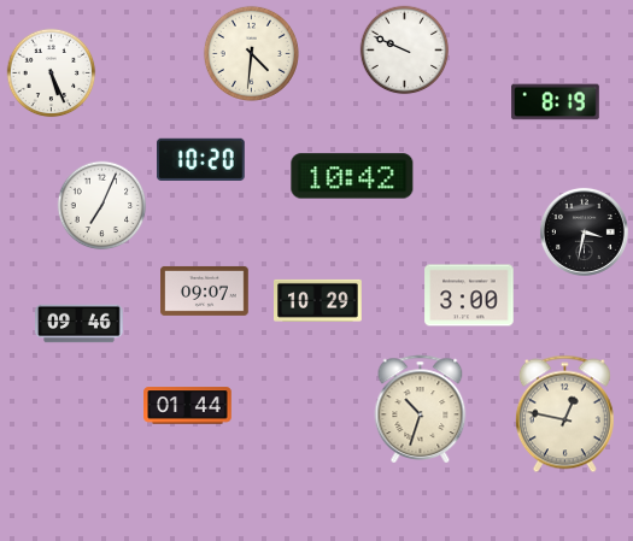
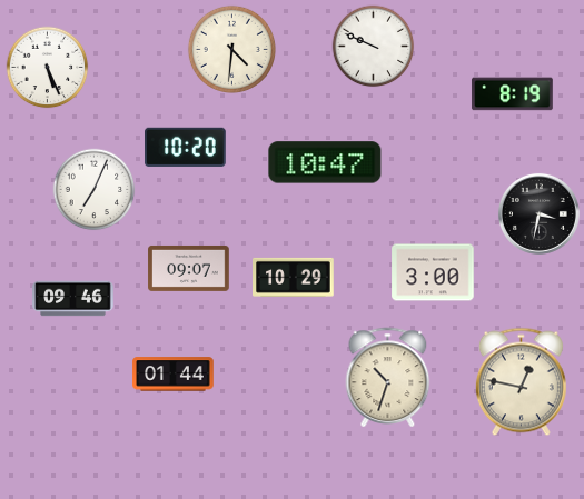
clock at (352, 176): 10:42 -> 10:47
